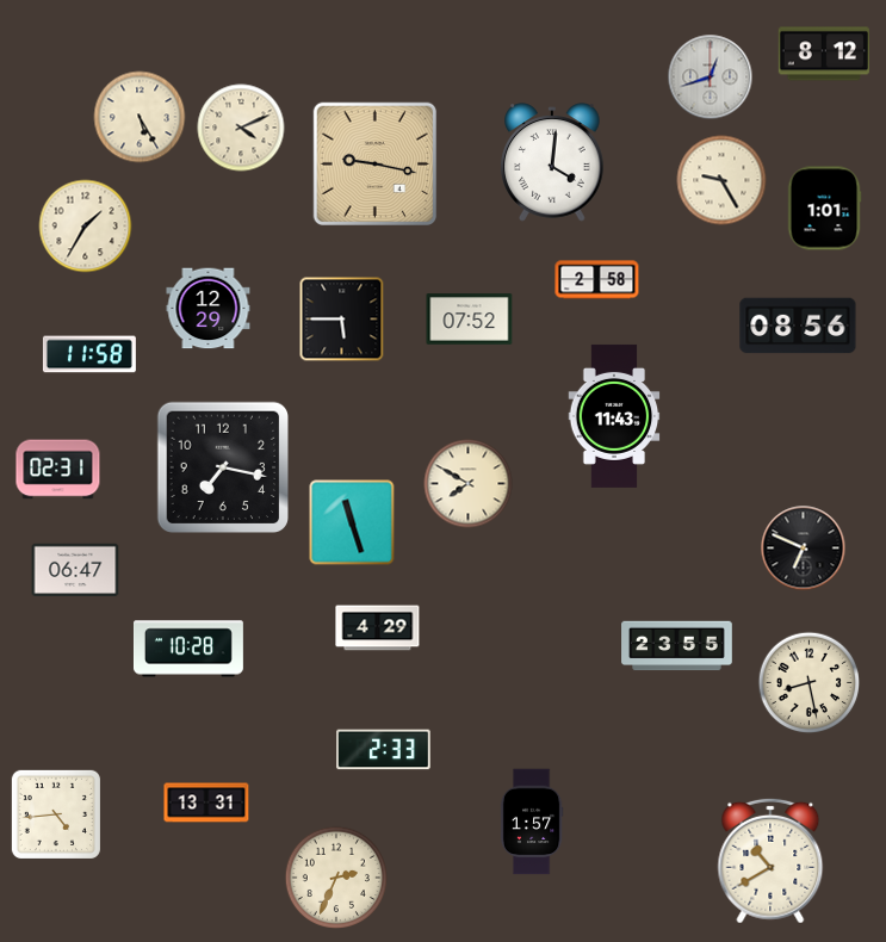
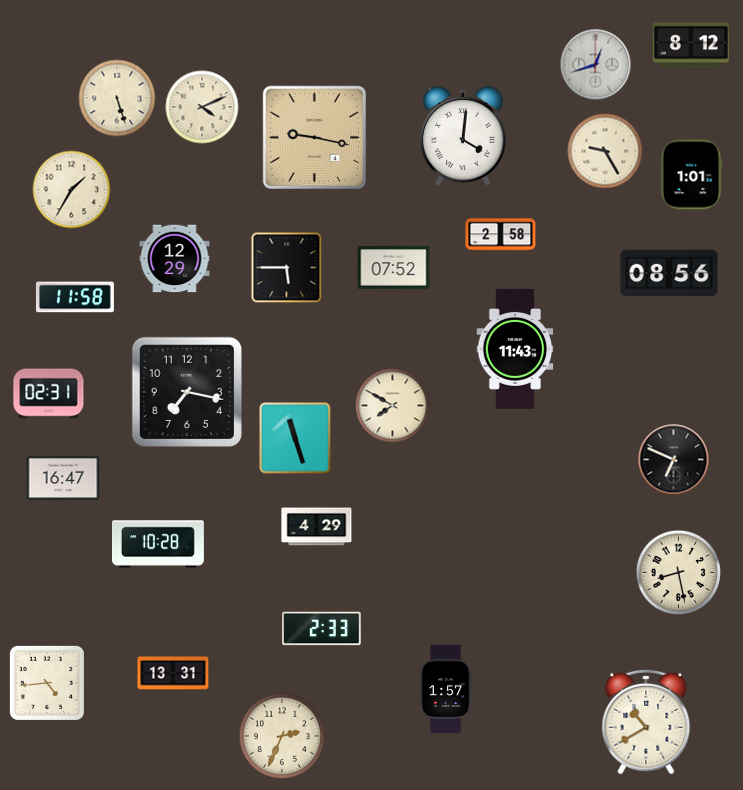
clock at (140, 117): 5:25 -> 5:27
clock at (75, 569): 06:47 -> 16:47
clock at (677, 646): 23:55 -> none
